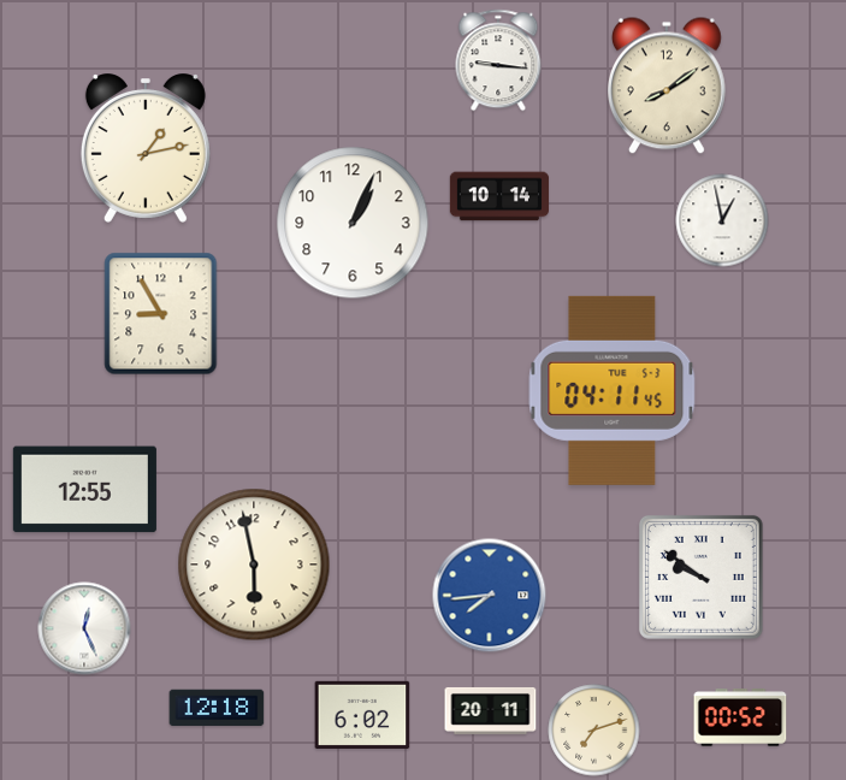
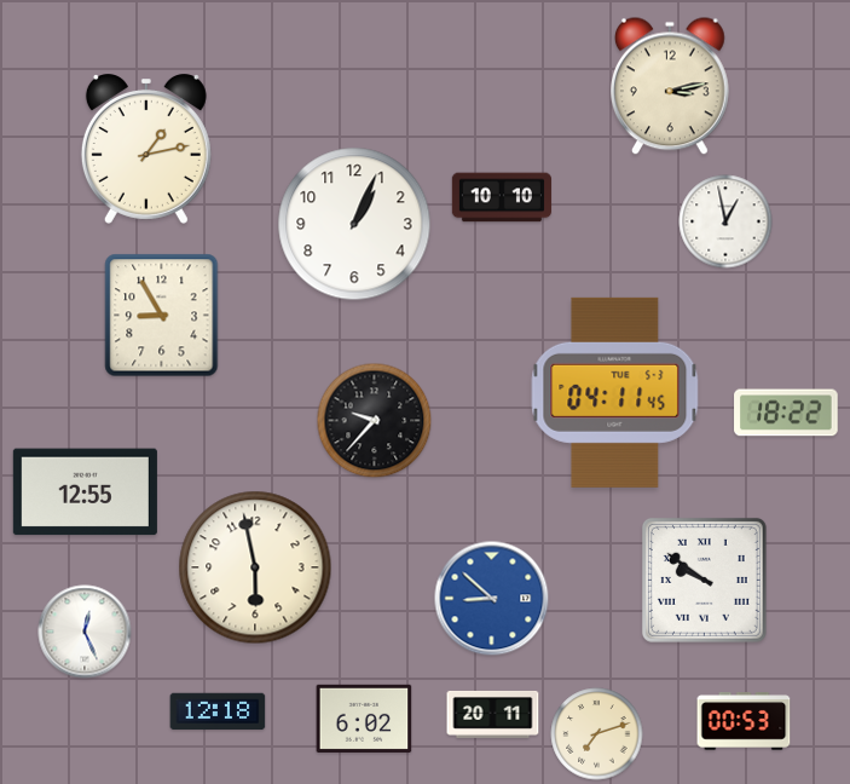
clock at (498, 60): 9:16 -> none
clock at (667, 85): 8:09 -> 3:13
clock at (499, 196): 10:14 -> 10:10
clock at (786, 413): none -> 18:22
clock at (375, 421): none -> 9:37
clock at (490, 596): 7:44 -> 8:52
clock at (740, 717): 00:52 -> 00:53
